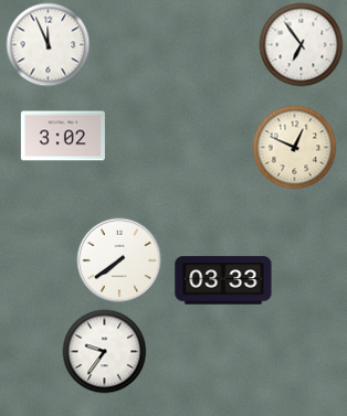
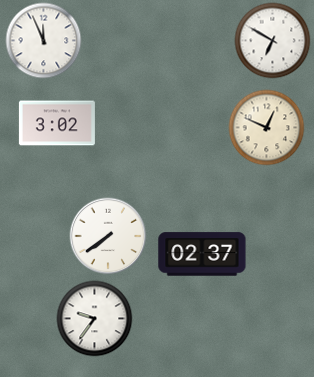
clock at (302, 45): 6:54 -> 6:50
clock at (295, 148) position: (295, 148) -> (267, 128)
clock at (223, 280): 03:33 -> 02:37
